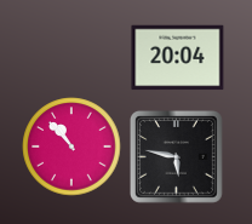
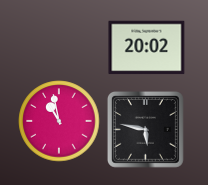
clock at (178, 58): 20:04 -> 20:02
clock at (71, 147): 10:53 -> 10:58
